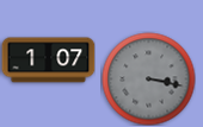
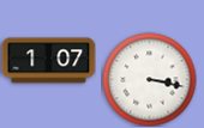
clock at (148, 78) dial: grey -> white
